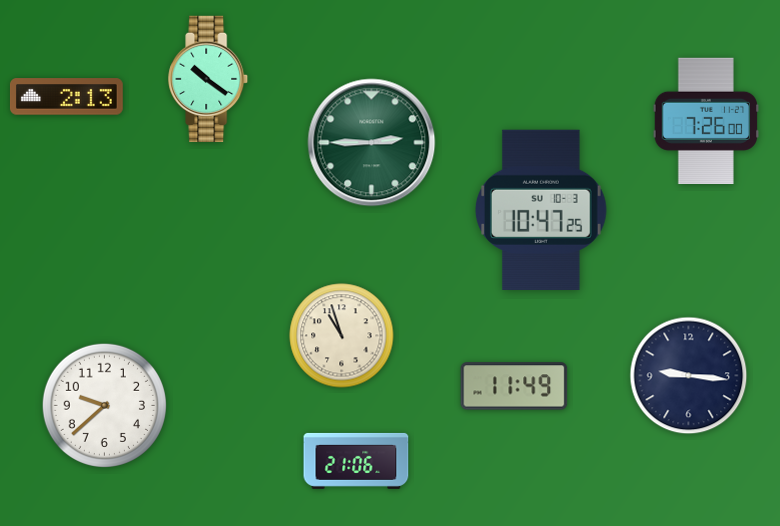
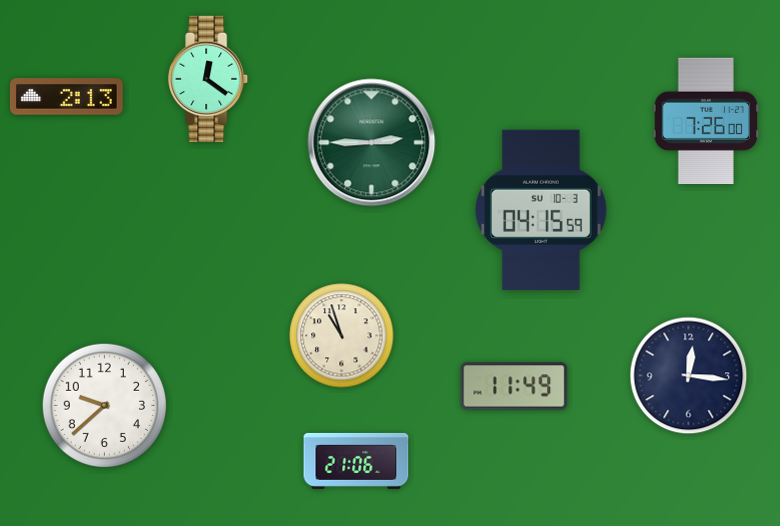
clock at (209, 78): 10:21 -> 12:21
clock at (542, 210): 10:47 -> 04:15
clock at (689, 376): 9:16 -> 12:16
